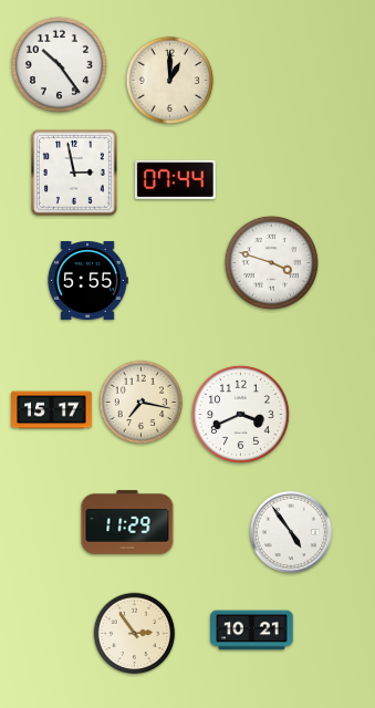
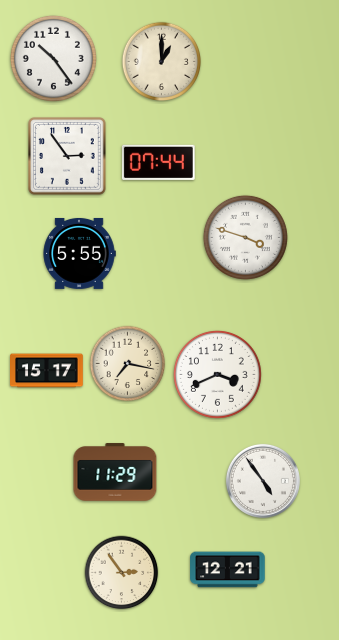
clock at (169, 80) position: (169, 80) -> (161, 61)
clock at (75, 174): 2:58 -> 2:54
clock at (252, 631): 10:21 -> 12:21
